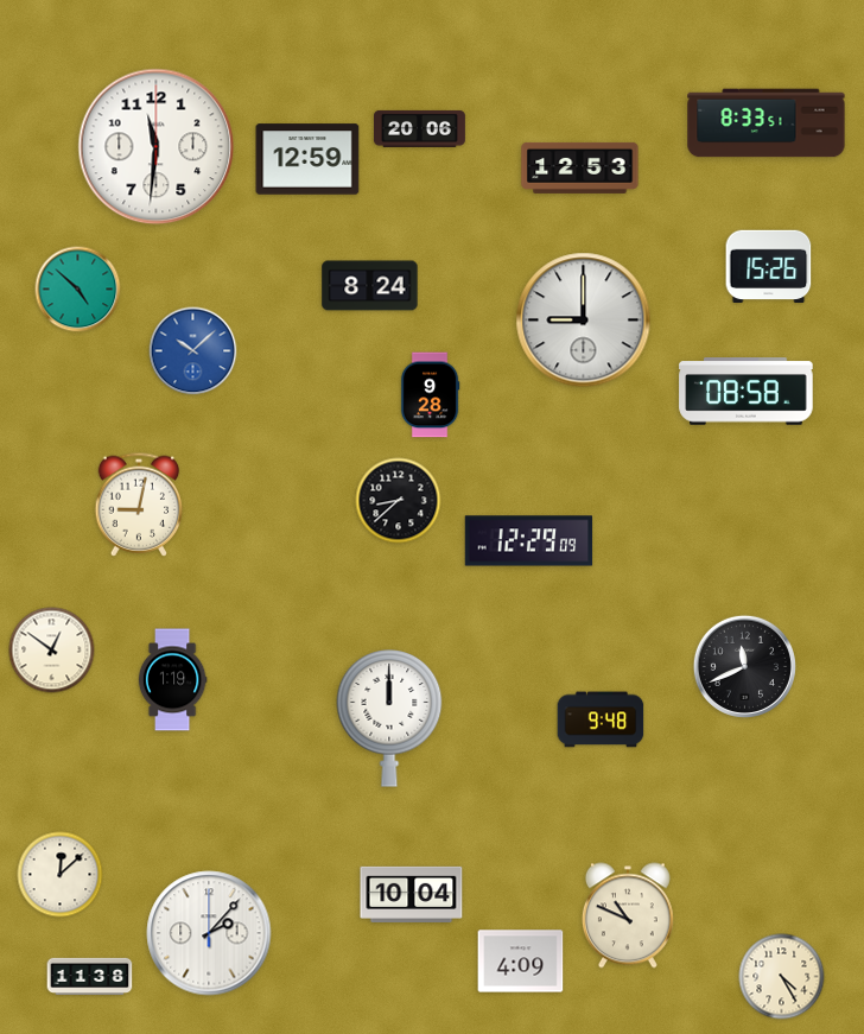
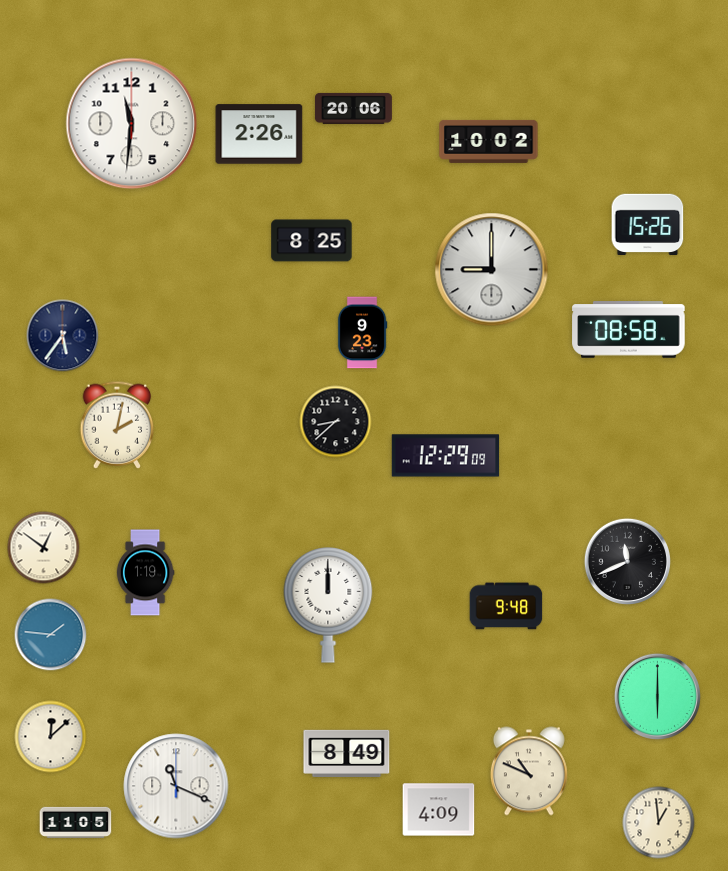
clock at (767, 123): 8:33 -> none
clock at (307, 159): 12:59 -> 2:26
clock at (580, 167): 12:53 -> 10:02
clock at (370, 286): 8:24 -> 8:25
clock at (78, 290): 4:52 -> none
clock at (193, 351): 10:08 -> none
clock at (430, 395): 9:28 -> 9:23
clock at (63, 336): none -> 5:36
clock at (139, 505): 9:02 -> 2:02
clock at (51, 635): none -> 1:46
clock at (657, 696): none -> 6:00
clock at (412, 894): 10:04 -> 8:49
clock at (209, 933): 2:07 -> 11:19
clock at (90, 976): 11:38 -> 11:05
clock at (782, 977): 4:25 -> 12:59
